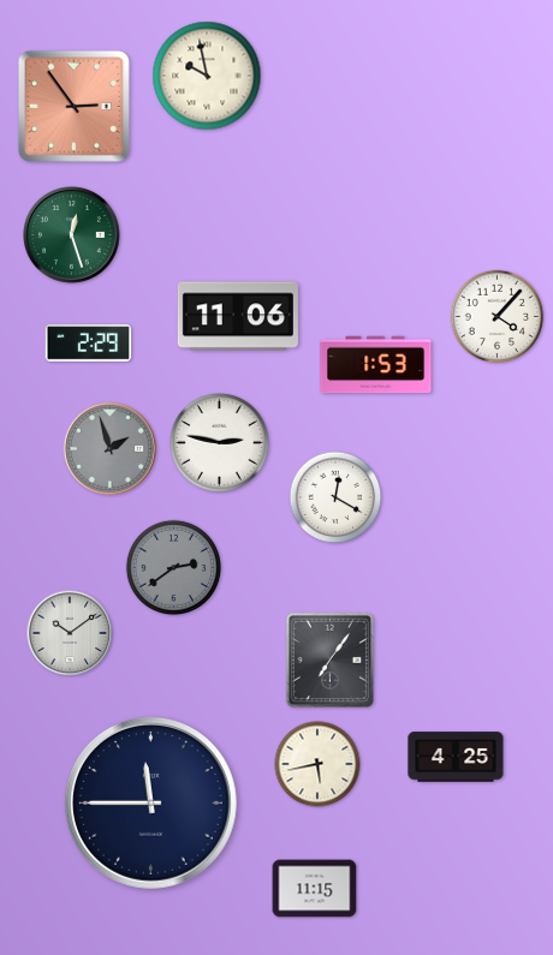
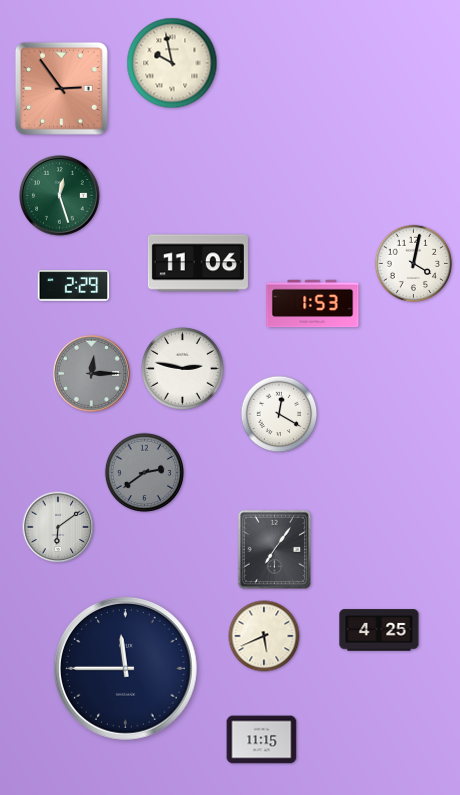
clock at (498, 317): 4:07 -> 4:02
clock at (109, 448): 1:57 -> 12:15
clock at (70, 633): 10:09 -> 6:09
clock at (317, 764): 5:43 -> 5:41
